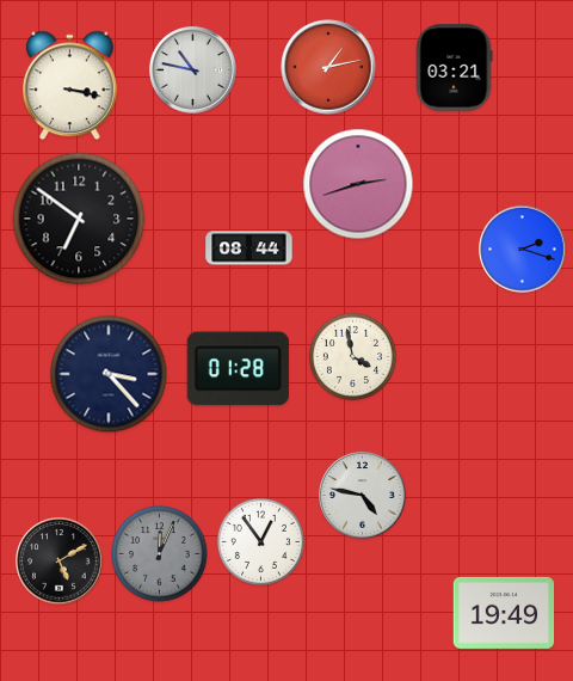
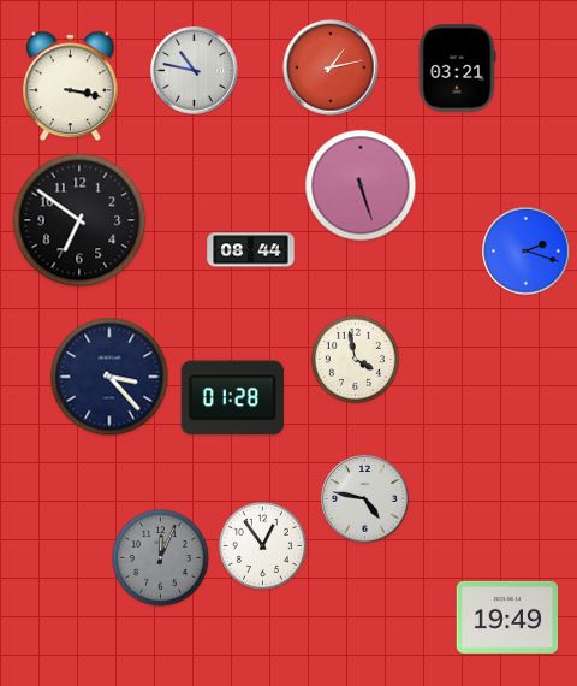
clock at (358, 184): 2:42 -> 5:27
clock at (238, 369) position: (238, 369) -> (232, 398)
clock at (60, 562): 5:10 -> none
